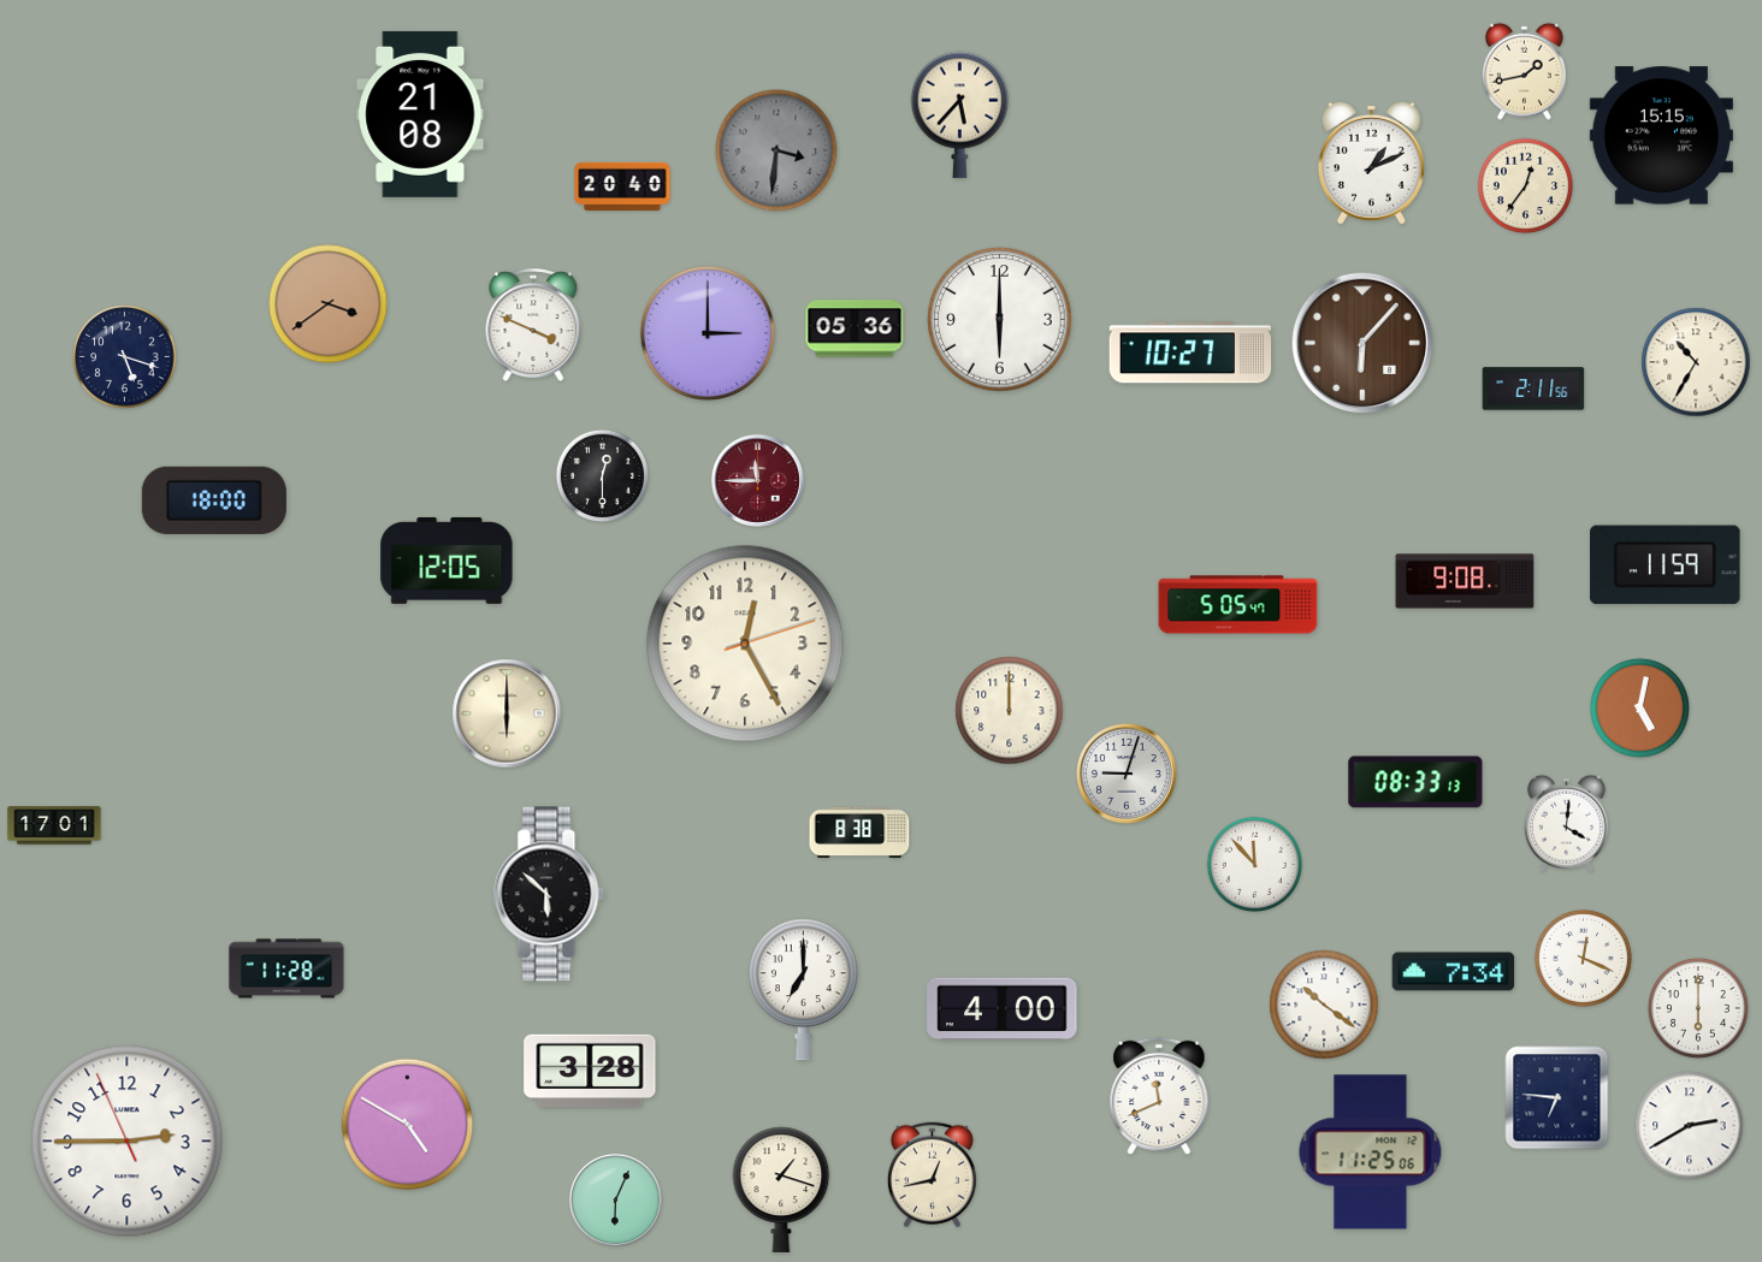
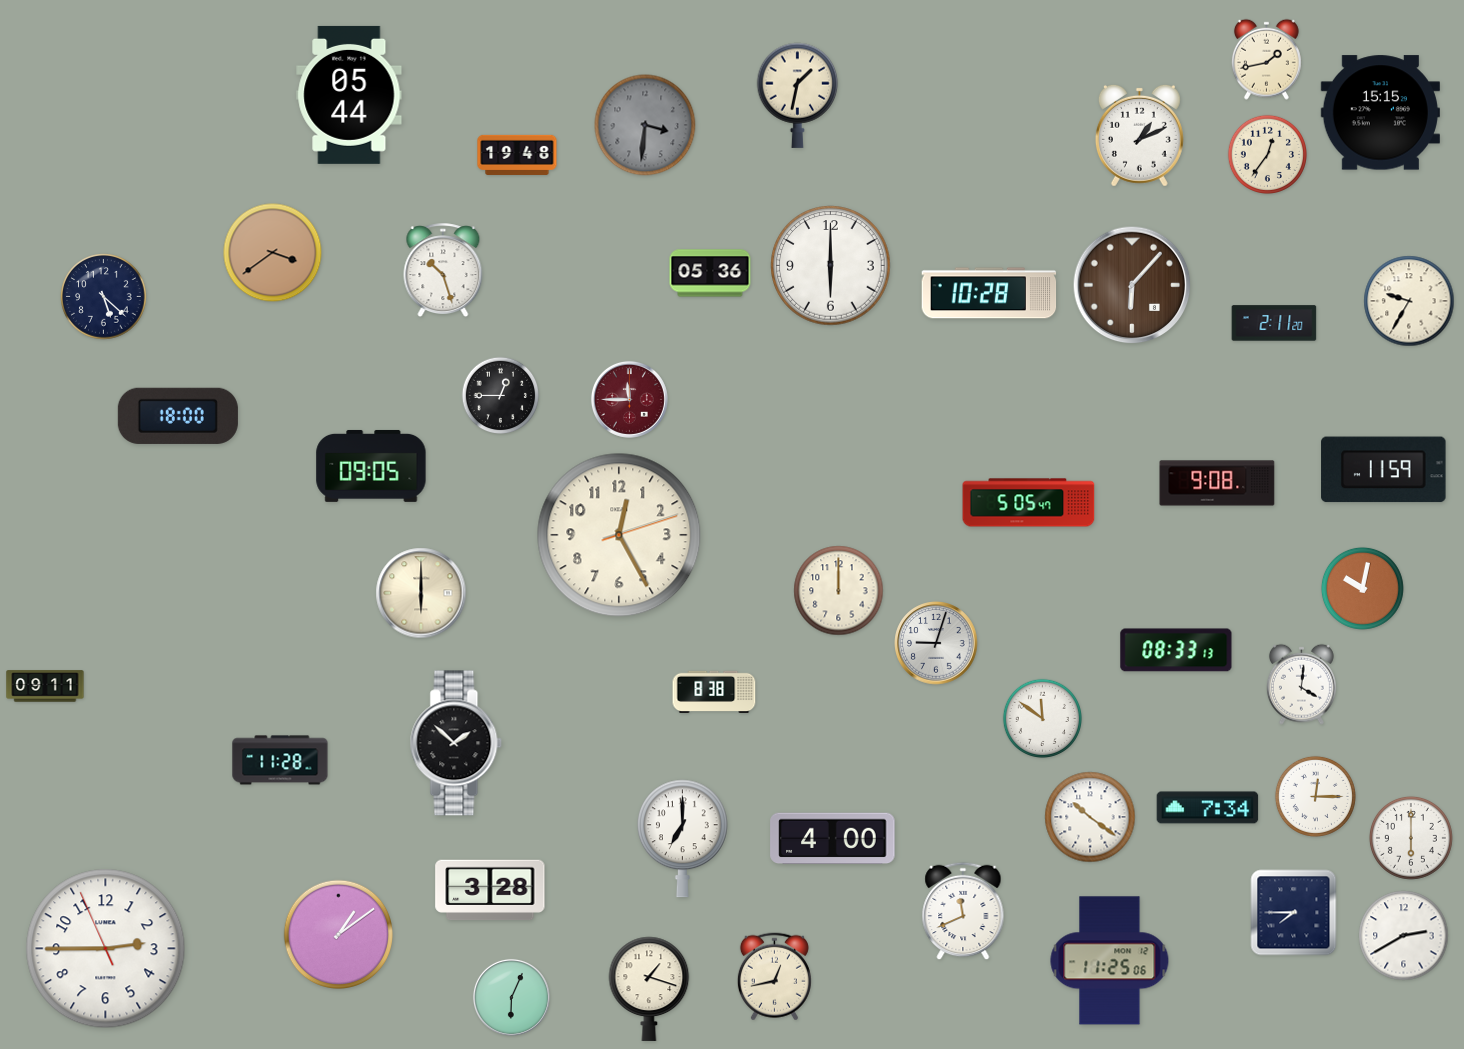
clock at (420, 114): 21:08 -> 05:44
clock at (960, 114): 5:37 -> 1:32
clock at (622, 186): 20:40 -> 19:48
clock at (533, 326): 3:49 -> 10:27
clock at (708, 333): 3:00 -> none
clock at (1190, 352): 10:27 -> 10:28
clock at (125, 357): 5:18 -> 5:22
clock at (1696, 362): 10:35 -> 9:35
clock at (1533, 389): 2:11:56 -> 2:11:20
clock at (603, 476): 12:30 -> 12:45
clock at (447, 561): 12:05 -> 09:05
clock at (1639, 707): 5:02 -> 10:02
clock at (54, 825): 17:01 -> 09:11
clock at (1254, 864): 11:53 -> 11:51
clock at (549, 894): 5:52 -> 1:52
clock at (1583, 958): 12:19 -> 12:15
clock at (286, 968) position: (286, 968) -> (280, 760)
clock at (803, 990) position: (803, 990) -> (682, 839)
clock at (1324, 1005) position: (1324, 1005) -> (1090, 817)
clock at (1557, 1098): 6:46 -> 7:45
clock at (408, 1125): 4:50 -> 1:09
clock at (1371, 1153) position: (1371, 1153) -> (1110, 961)
